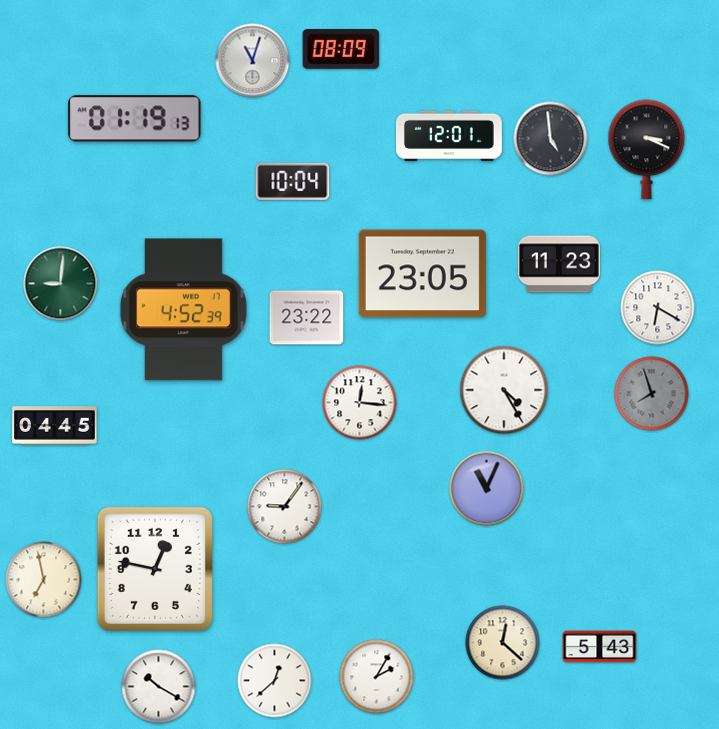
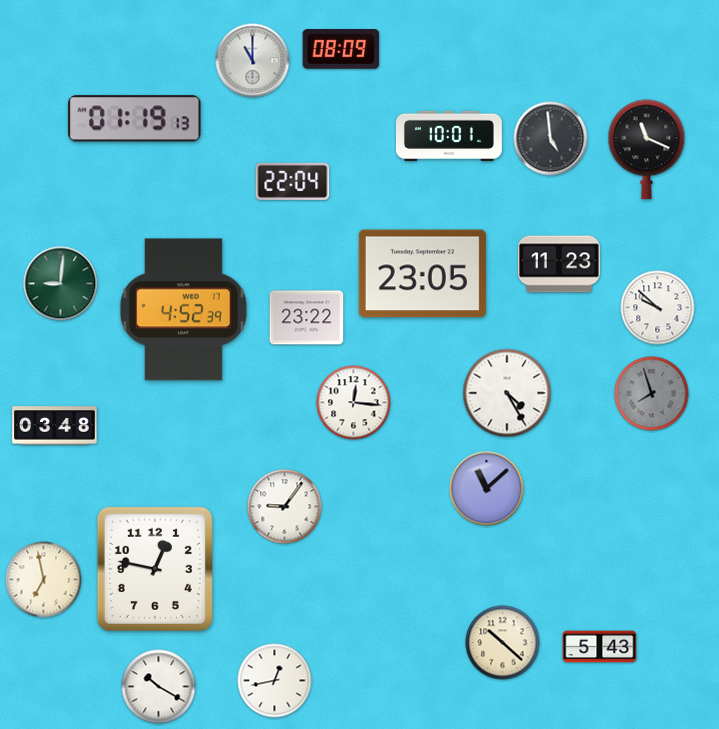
clock at (253, 61): 11:03 -> 11:00
clock at (450, 135): 12:01 -> 10:01
clock at (647, 150): 3:19 -> 11:19
clock at (293, 181): 10:04 -> 22:04
clock at (658, 308): 6:20 -> 9:52
clock at (504, 390) position: (504, 390) -> (507, 393)
clock at (360, 403) position: (360, 403) -> (354, 403)
clock at (55, 426): 04:45 -> 03:48
clock at (487, 489): 11:04 -> 11:08
clock at (503, 643): 12:22 -> 10:22
clock at (377, 677): 2:05 -> none
clock at (275, 681): 12:38 -> 12:43
